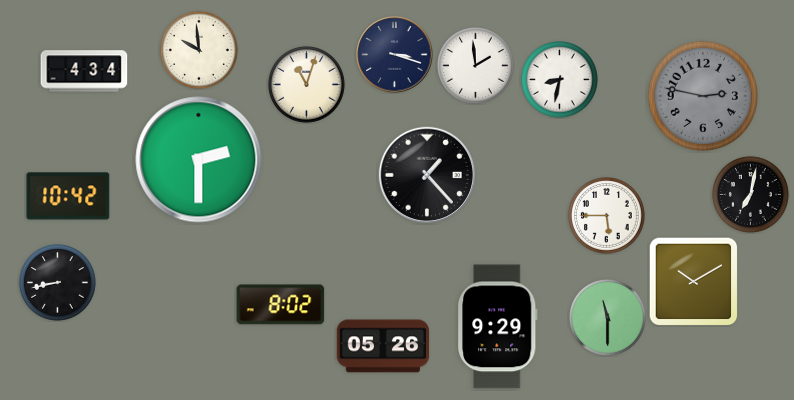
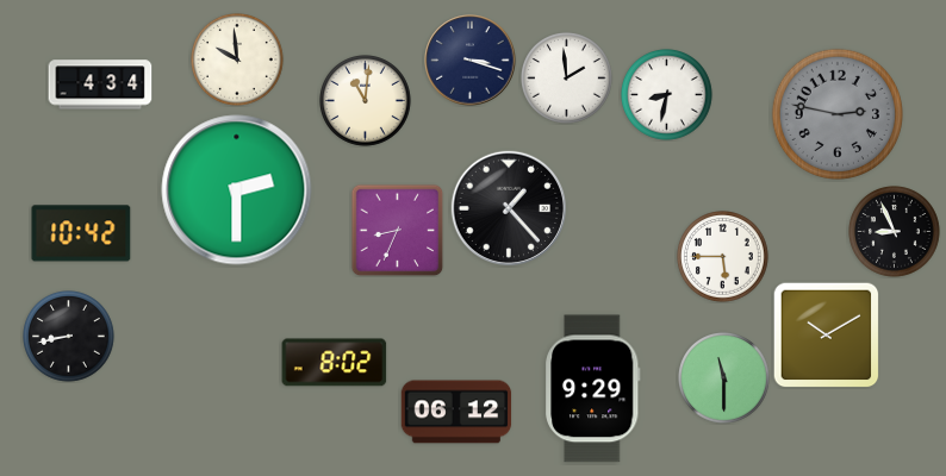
clock at (395, 55) position: (395, 55) -> (471, 61)
clock at (307, 85): 11:03 -> 11:01
clock at (397, 230): none -> 8:34
clock at (751, 195): 7:02 -> 8:56
clock at (383, 346): 05:26 -> 06:12
